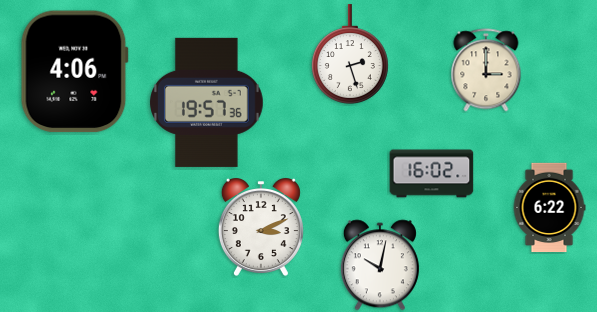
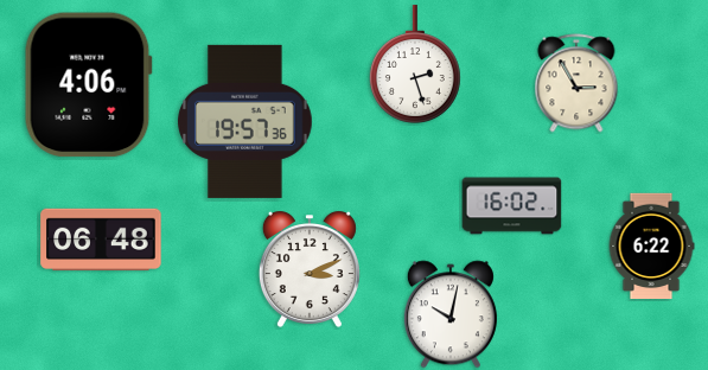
clock at (486, 70): 3:00 -> 2:55
clock at (101, 240): none -> 06:48
